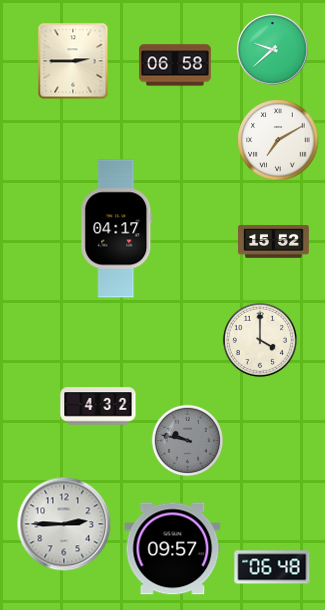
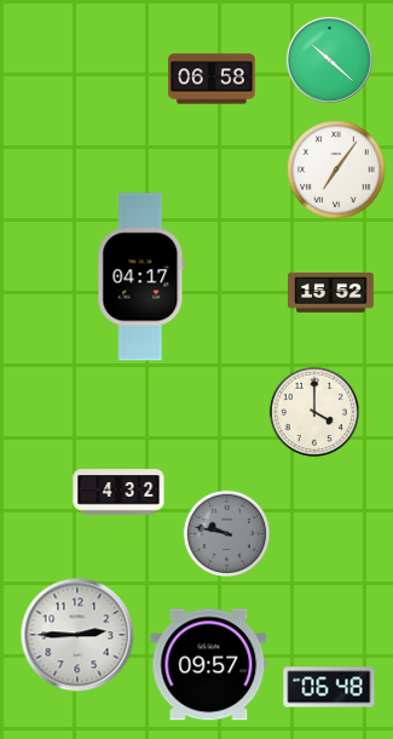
clock at (273, 50): 9:38 -> 10:22
clock at (73, 61): 2:45 -> none
clock at (278, 140): 7:10 -> 7:06
